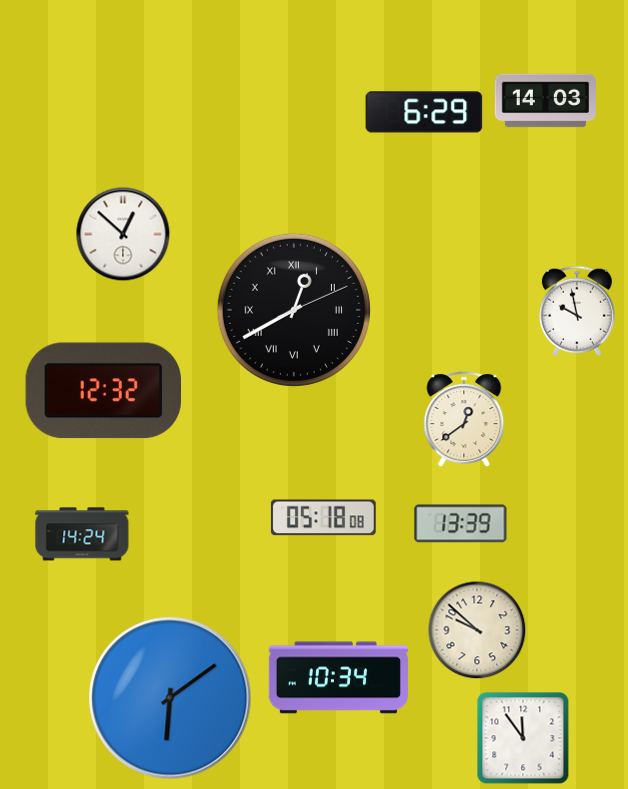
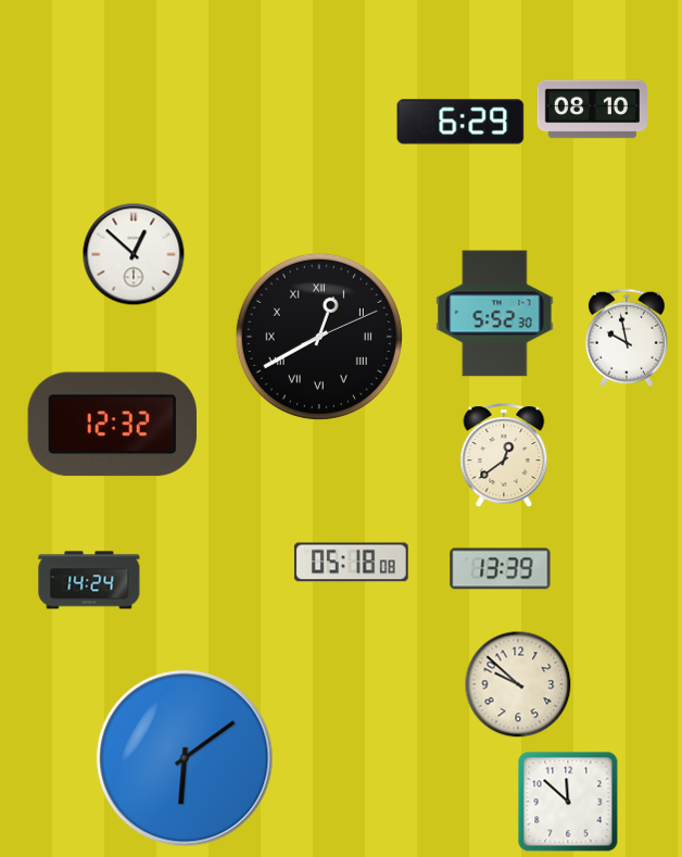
clock at (545, 101): 14:03 -> 08:10
clock at (495, 314): none -> 5:52
clock at (338, 678): 10:34 -> none
clock at (523, 738): 11:54 -> 11:52
